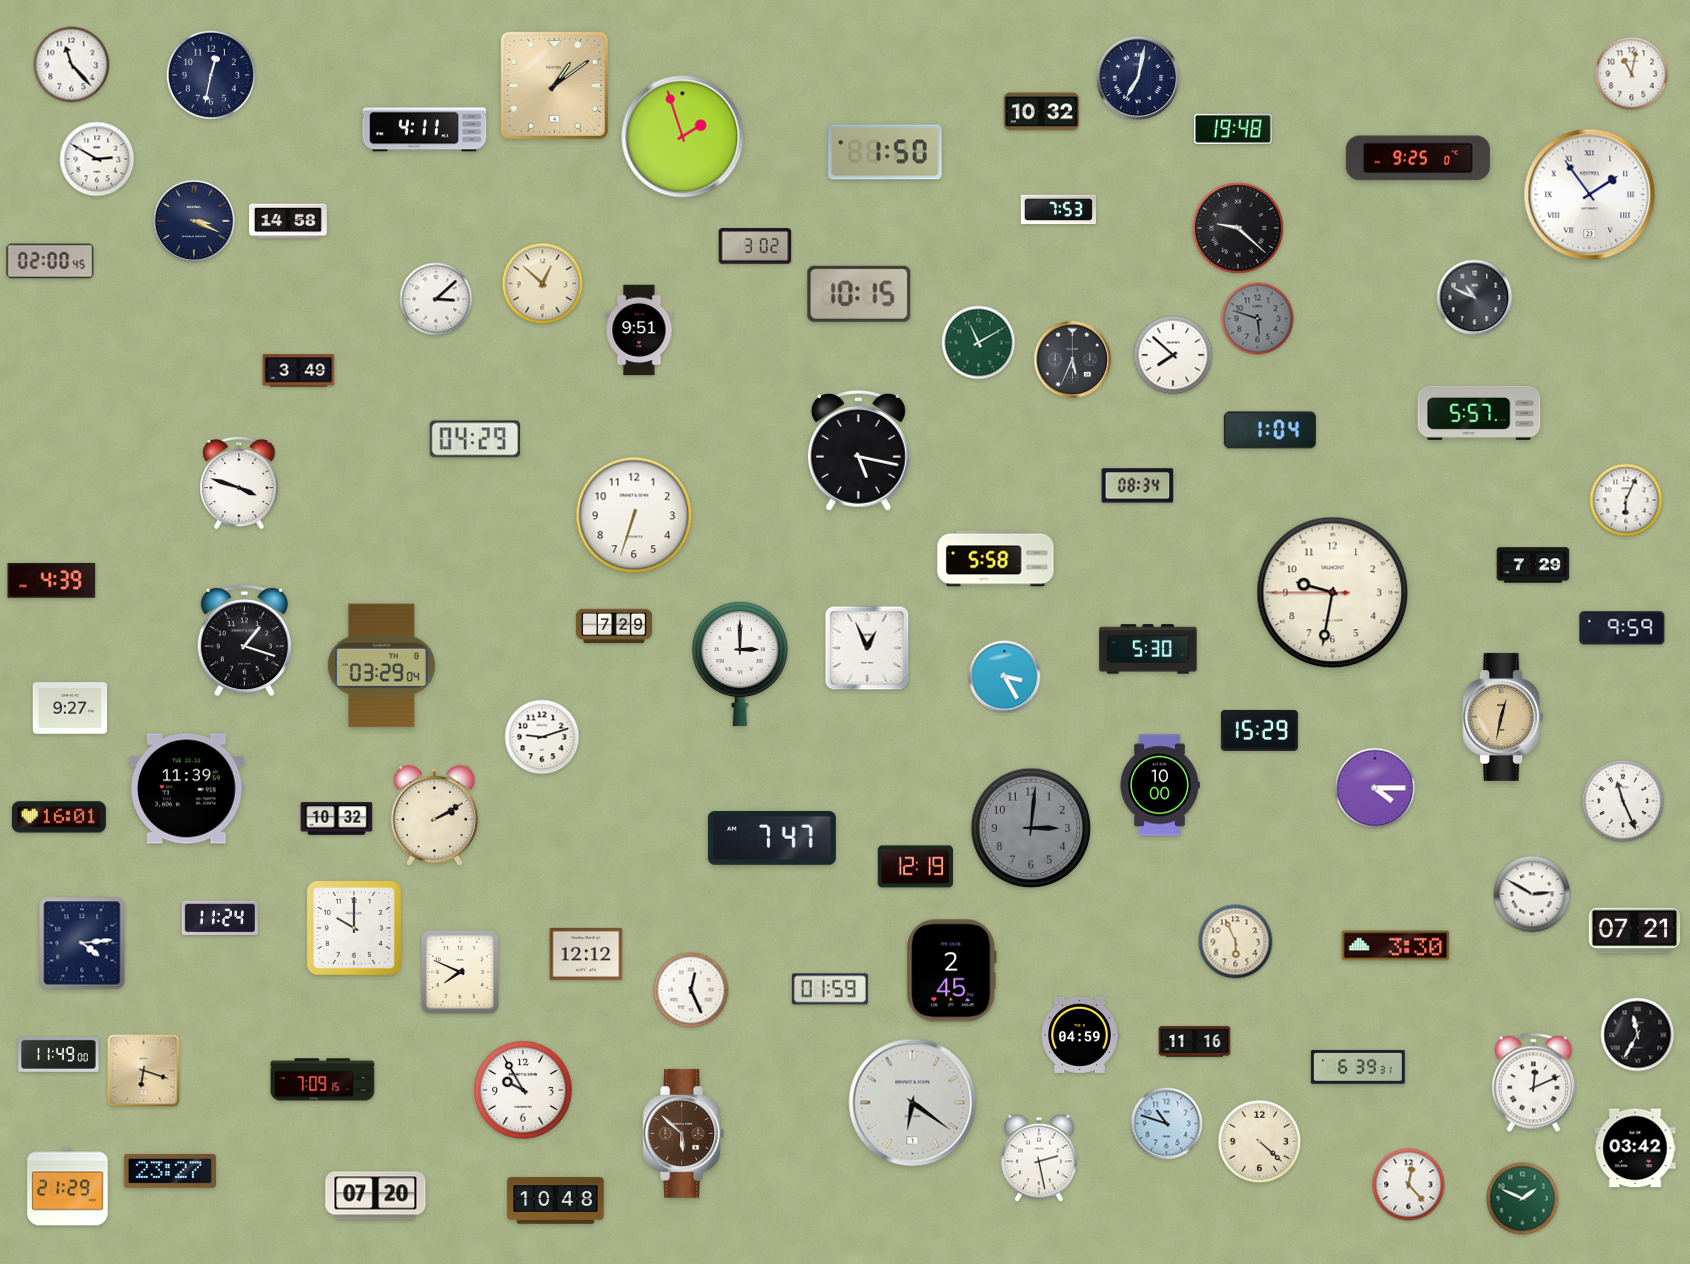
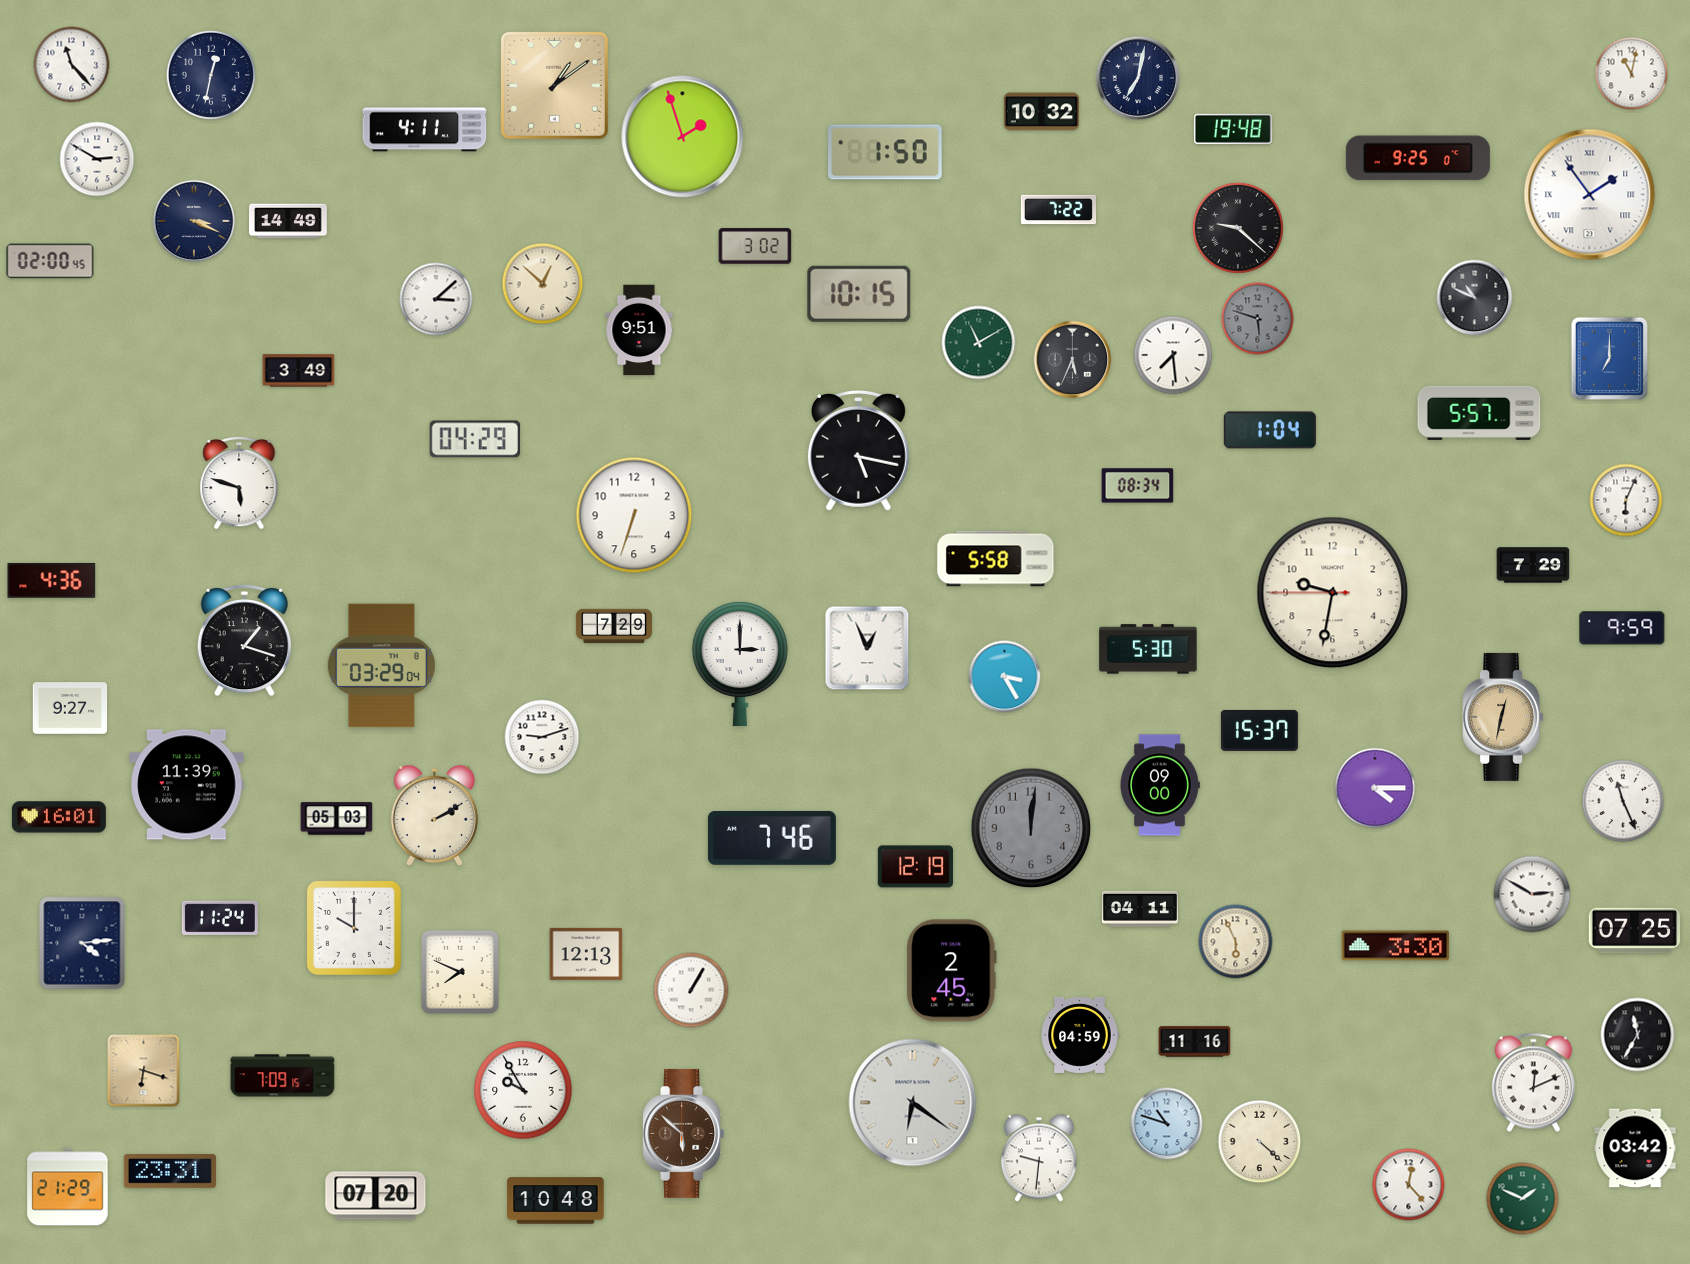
clock at (1058, 210): 7:53 -> 7:22
clock at (289, 221): 14:58 -> 14:49
clock at (1173, 355): 7:52 -> 7:29
clock at (1609, 359): none -> 7:00
clock at (239, 483): 3:48 -> 5:48
clock at (52, 580): 4:39 -> 4:36
clock at (1259, 730): 15:29 -> 15:37
clock at (1160, 785): 10:00 -> 09:00
clock at (187, 789) position: (187, 789) -> (187, 785)
clock at (337, 819): 10:32 -> 05:03
clock at (1031, 828): 3:01 -> 12:01
clock at (772, 838): 7:47 -> 7:46
clock at (1140, 909): none -> 04:11
clock at (1635, 931): 07:21 -> 07:25
clock at (586, 954): 12:12 -> 12:13
clock at (830, 989): 01:59 -> none
clock at (691, 990): 12:26 -> 1:05
clock at (59, 1055): 11:49 -> none
clock at (1358, 1067): 6:39 -> none
clock at (323, 1080) position: (323, 1080) -> (283, 1076)
clock at (1040, 1158): 2:28 -> 9:31
clock at (170, 1171): 23:27 -> 23:31
